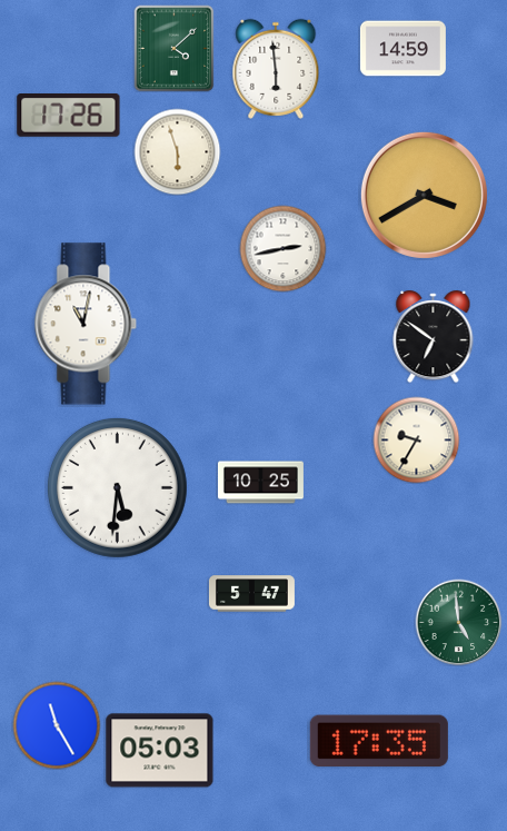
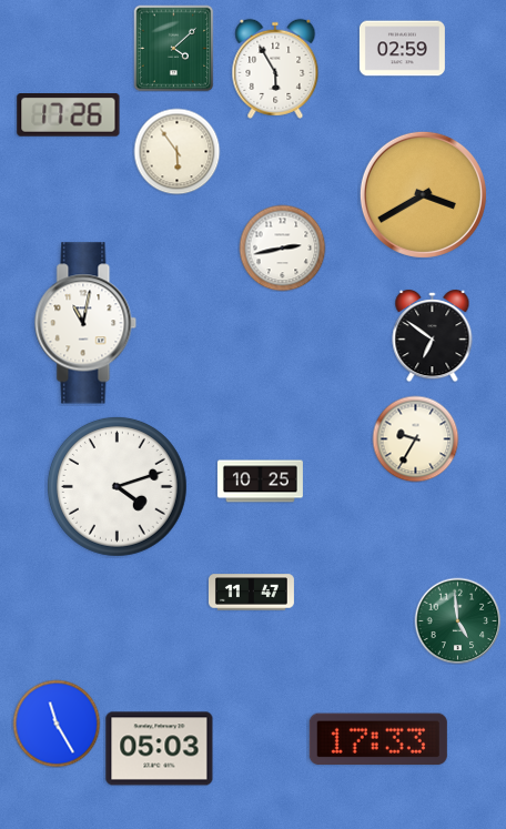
clock at (402, 49): 14:59 -> 02:59
clock at (276, 69): 5:59 -> 5:55
clock at (177, 151): 5:57 -> 5:54
clock at (117, 487): 5:31 -> 4:12
clock at (251, 594): 5:47 -> 11:47
clock at (379, 741): 17:35 -> 17:33
